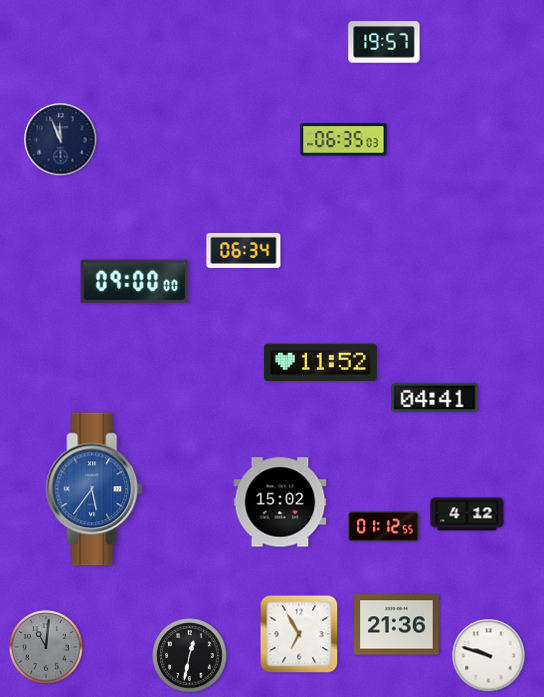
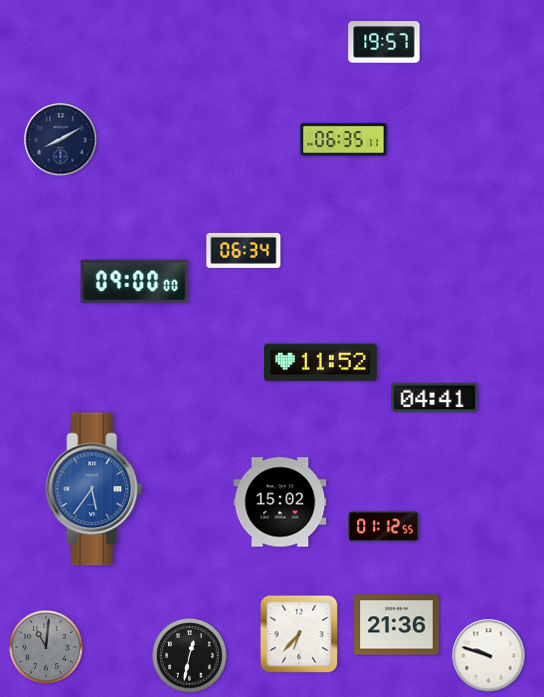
clock at (61, 140): 11:56 -> 8:10
clock at (344, 140): 06:35:03 -> 06:35:11
clock at (467, 514): 4:12 -> none
clock at (299, 634): 6:55 -> 6:37
